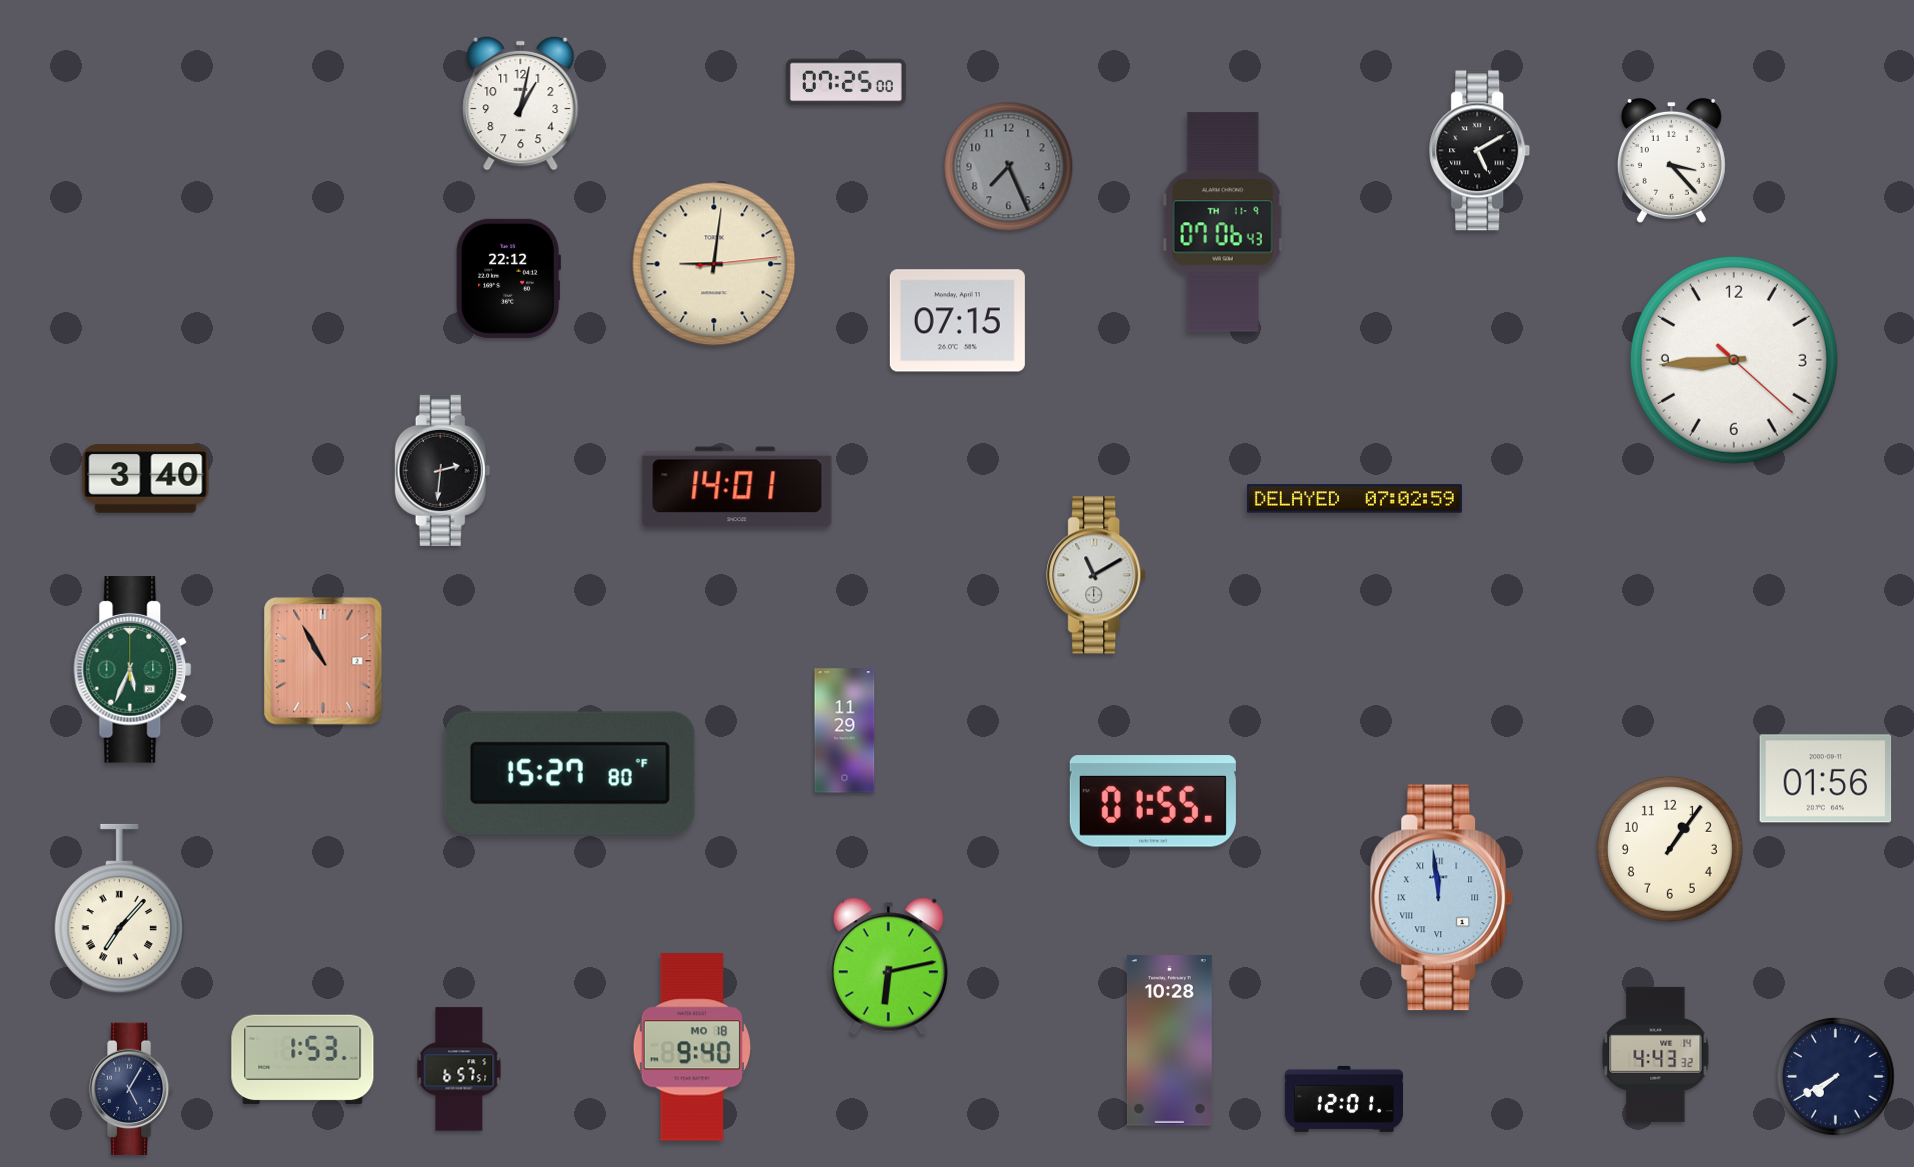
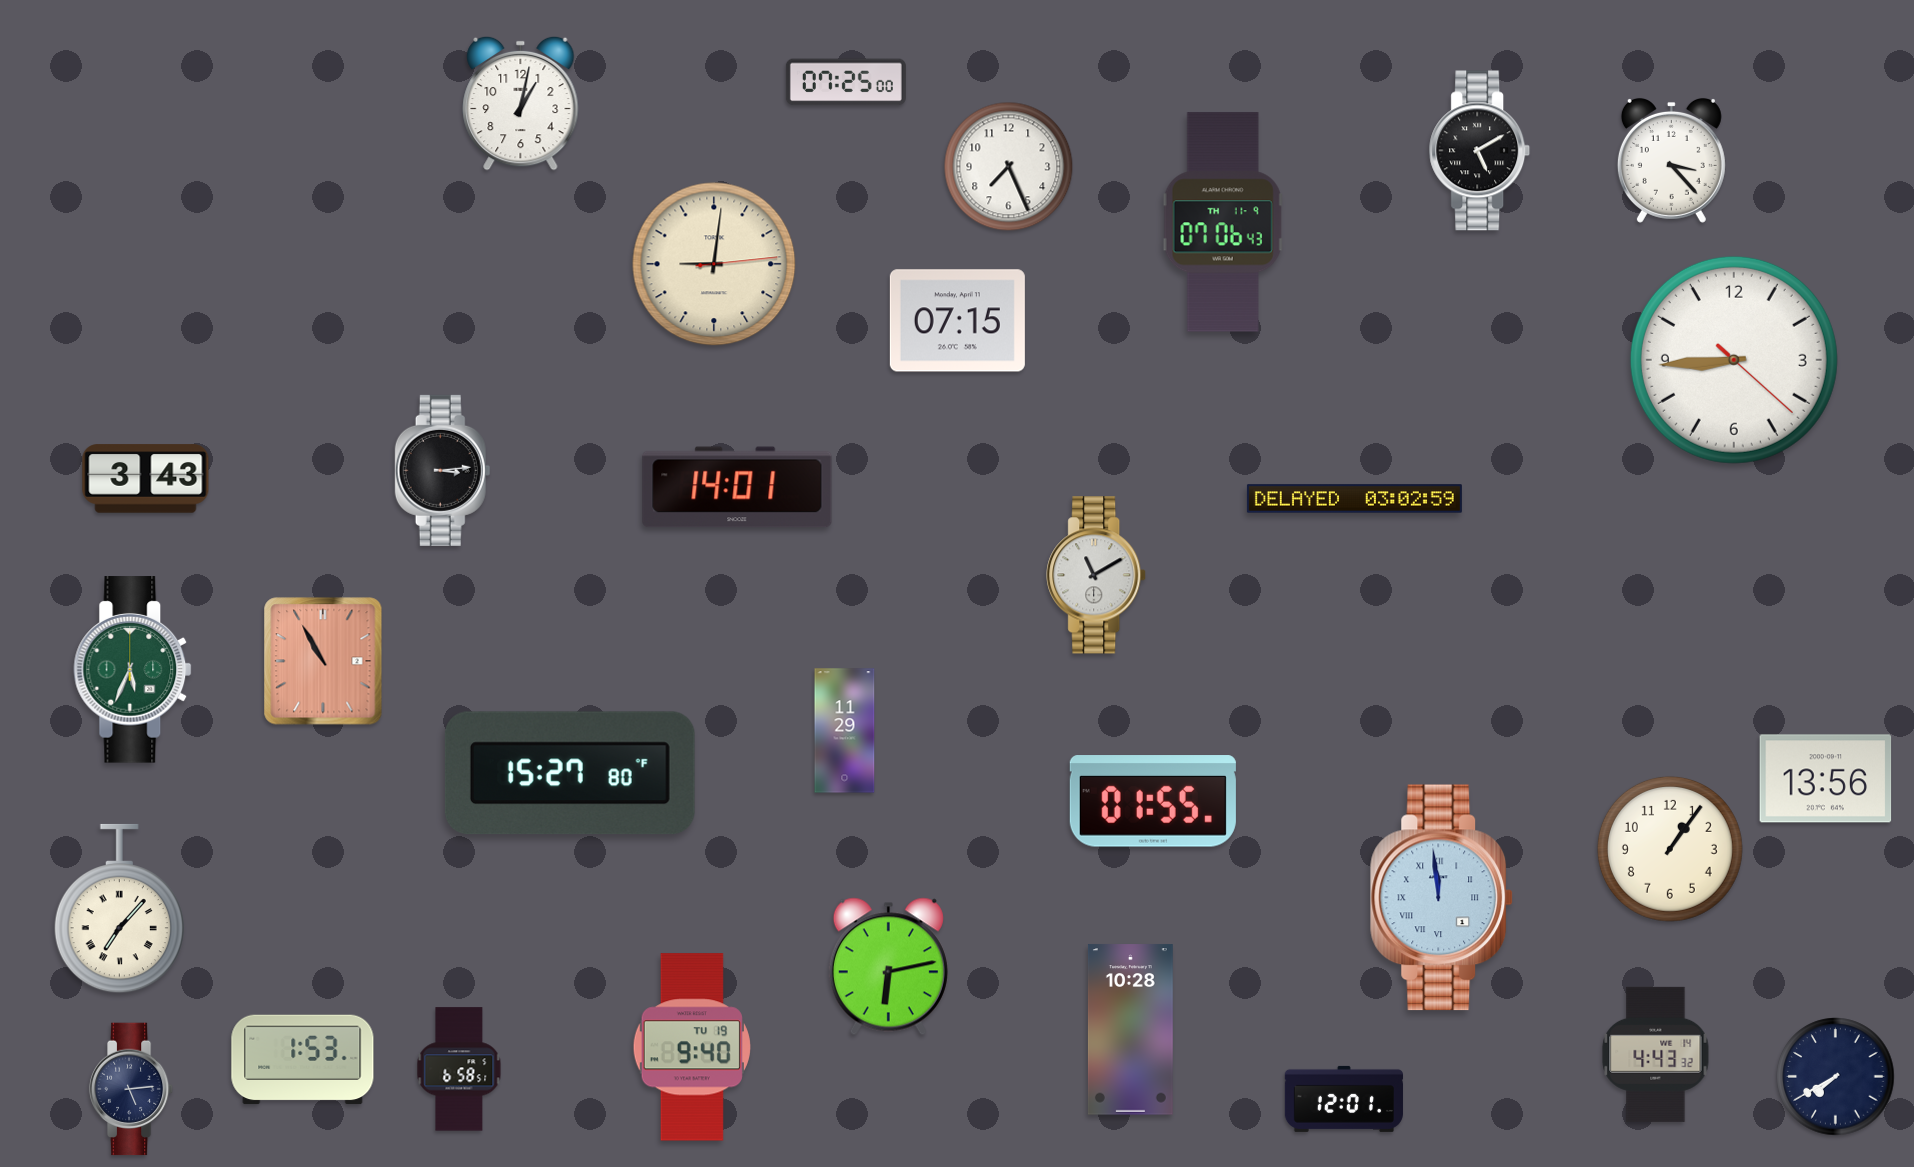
clock at (1009, 167) dial: grey -> white
clock at (508, 278): 22:12 -> none
clock at (443, 470): 2:31 -> 3:14
clock at (146, 479): 3:40 -> 3:43
clock at (1354, 499): 07:02 -> 03:02
clock at (1826, 779): 01:56 -> 13:56
clock at (1169, 1041) position: (1169, 1041) -> (1130, 1030)
clock at (692, 1047) date: MO 18 -> TU 19
clock at (459, 1069): 6:57 -> 6:58
clock at (131, 1089): 5:05 -> 5:14
